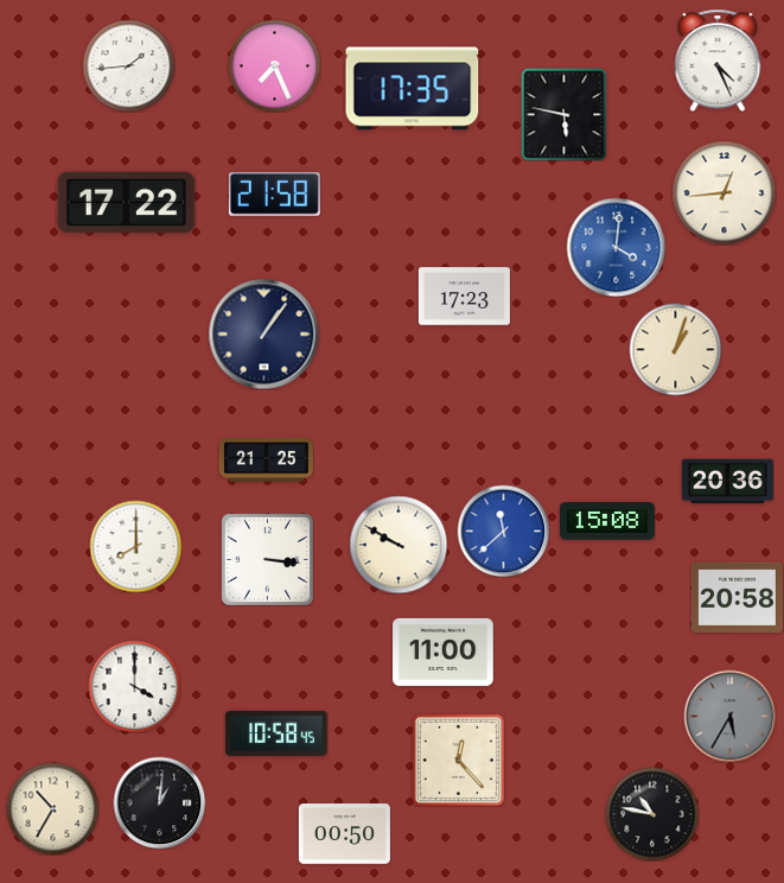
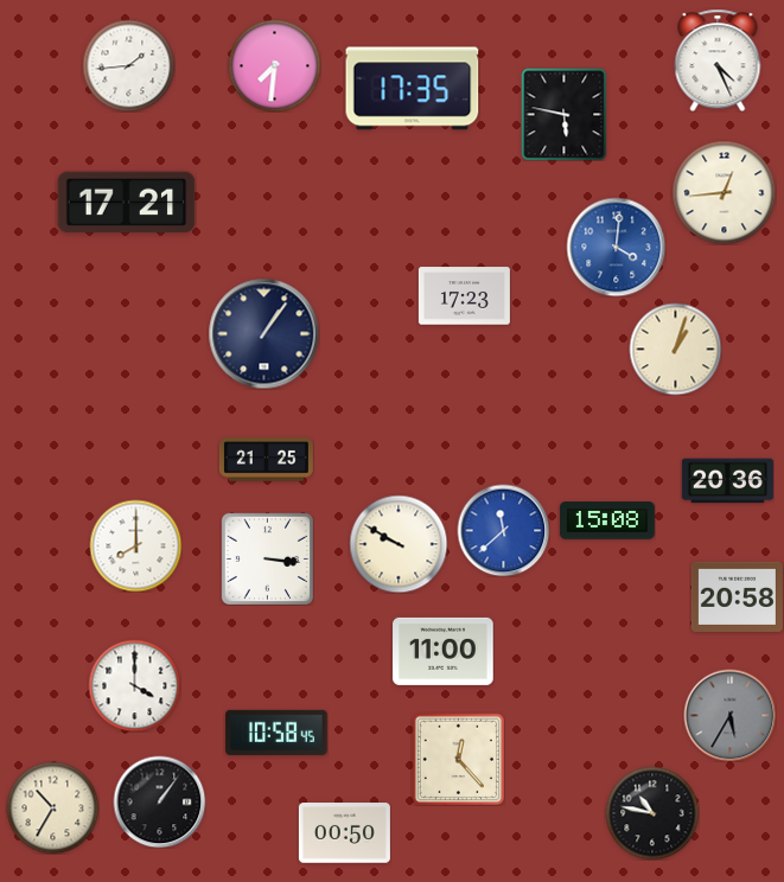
clock at (274, 65): 7:26 -> 7:31
clock at (274, 193): 21:58 -> none
clock at (127, 203): 17:22 -> 17:21
clock at (159, 802): 1:01 -> 1:06
